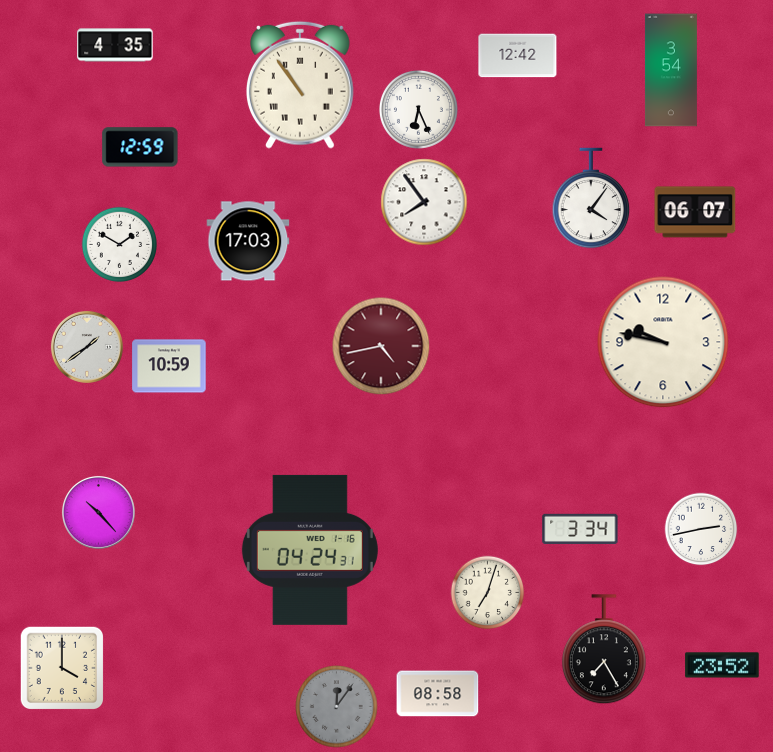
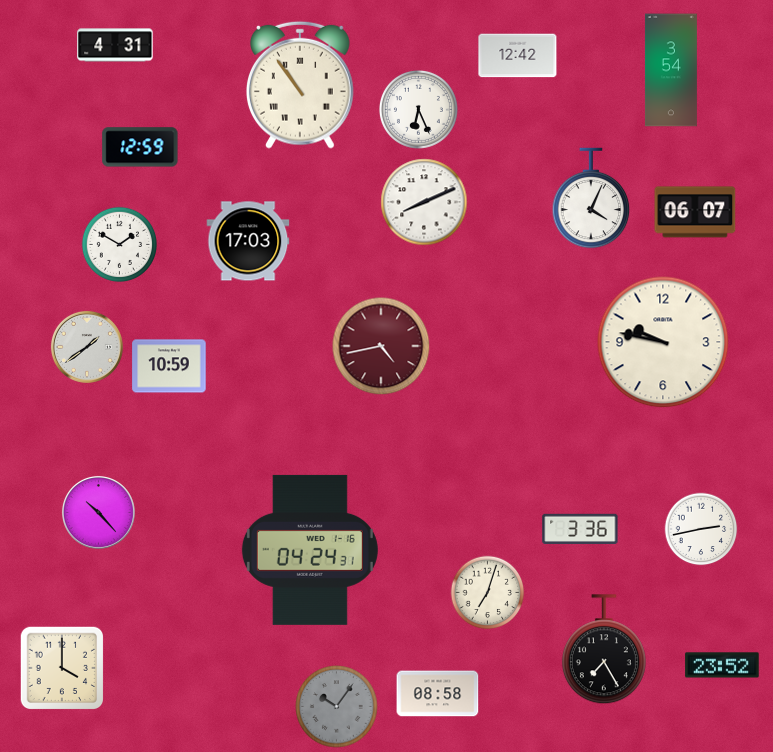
clock at (115, 45): 4:35 -> 4:31
clock at (591, 198): 4:06 -> 4:04
clock at (424, 202): 7:54 -> 8:11
clock at (580, 529): 3:34 -> 3:36
clock at (337, 707): 12:06 -> 10:06
